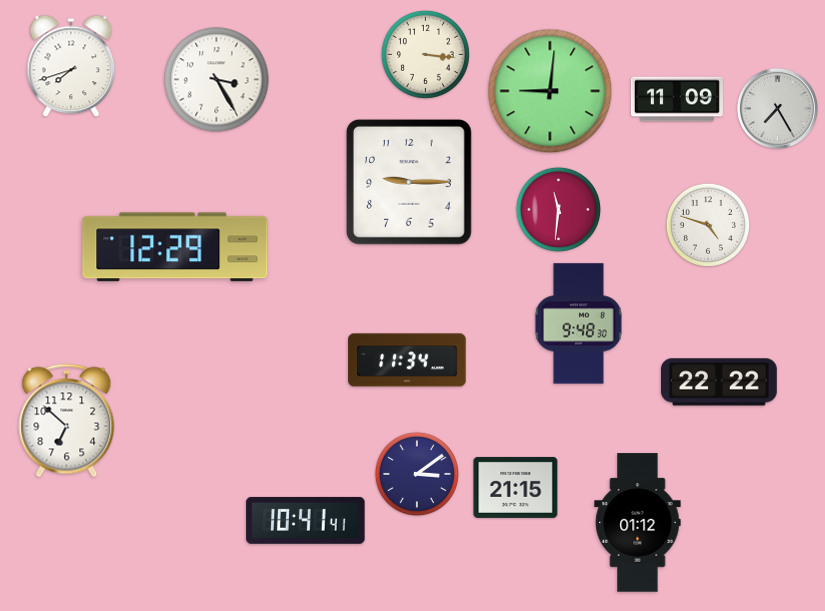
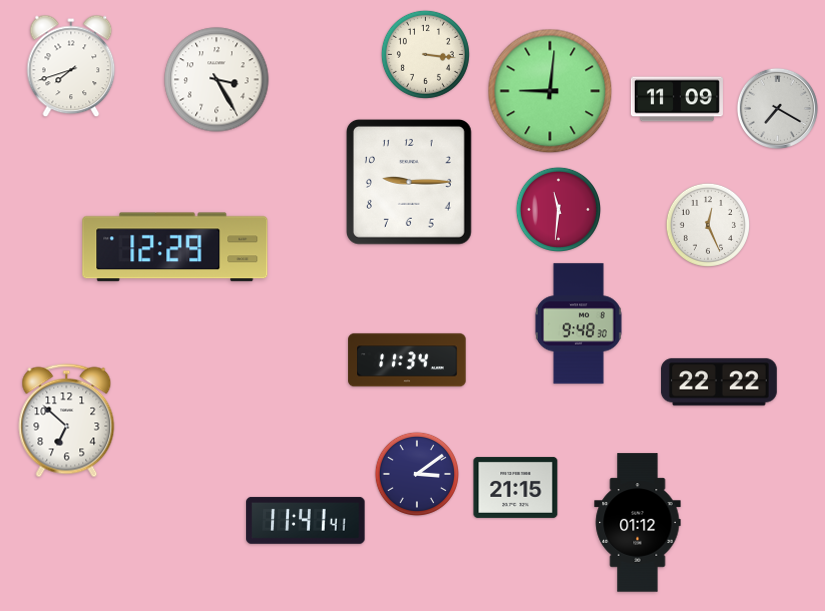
clock at (777, 108): 7:25 -> 7:20
clock at (708, 225): 4:48 -> 12:26
clock at (306, 520): 10:41 -> 11:41
